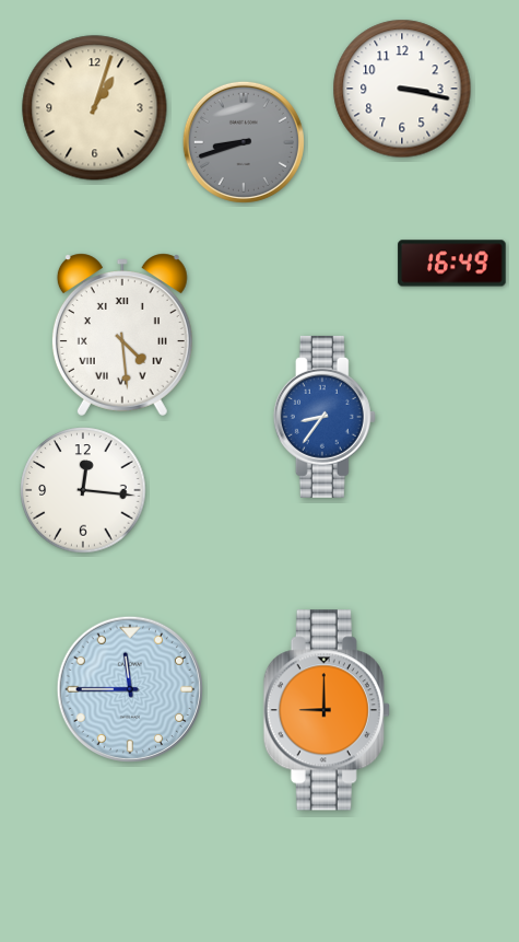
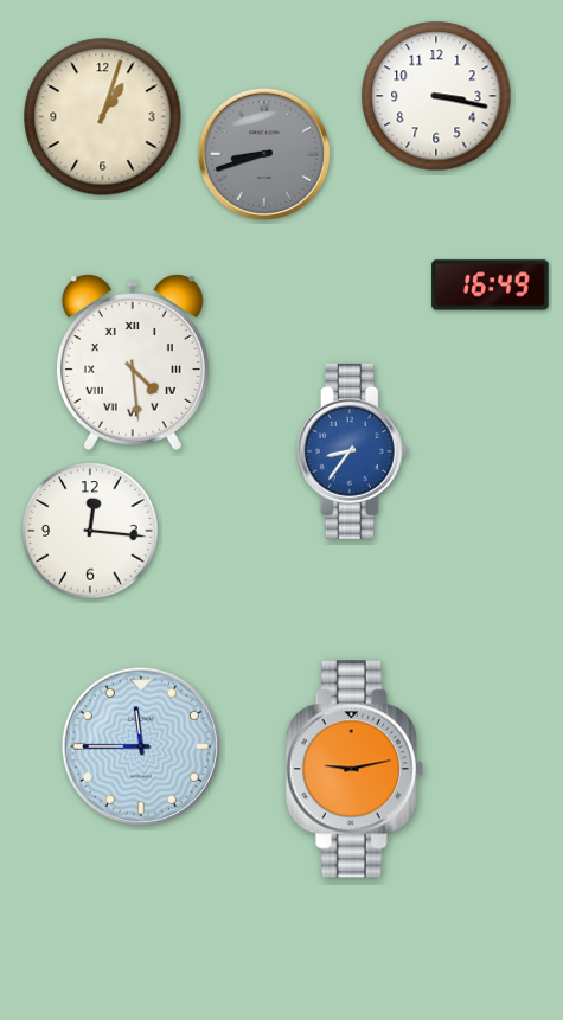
clock at (327, 710): 9:00 -> 9:13
